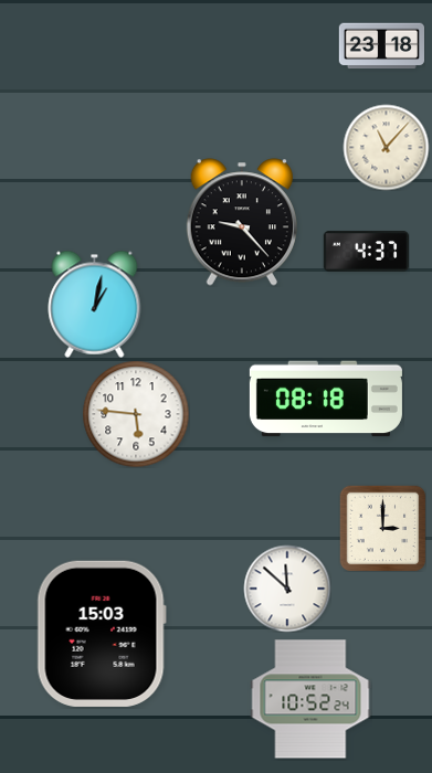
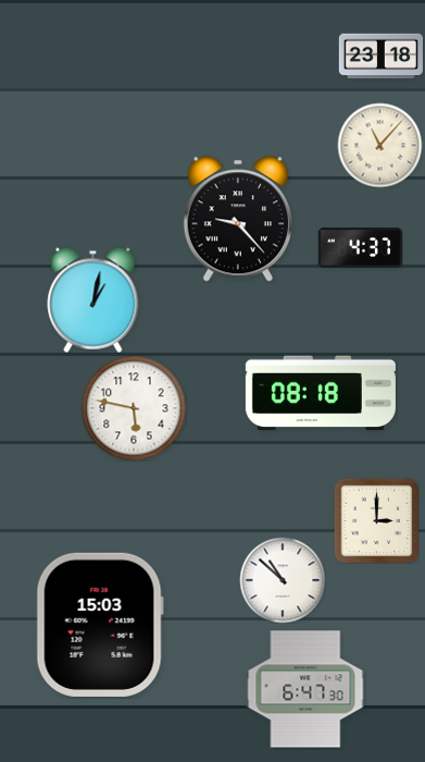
clock at (381, 46) position: (381, 46) -> (380, 57)
clock at (136, 414): 5:46 -> 5:47
clock at (287, 589): 11:52 -> 10:52
clock at (310, 699): 10:52 -> 6:47
